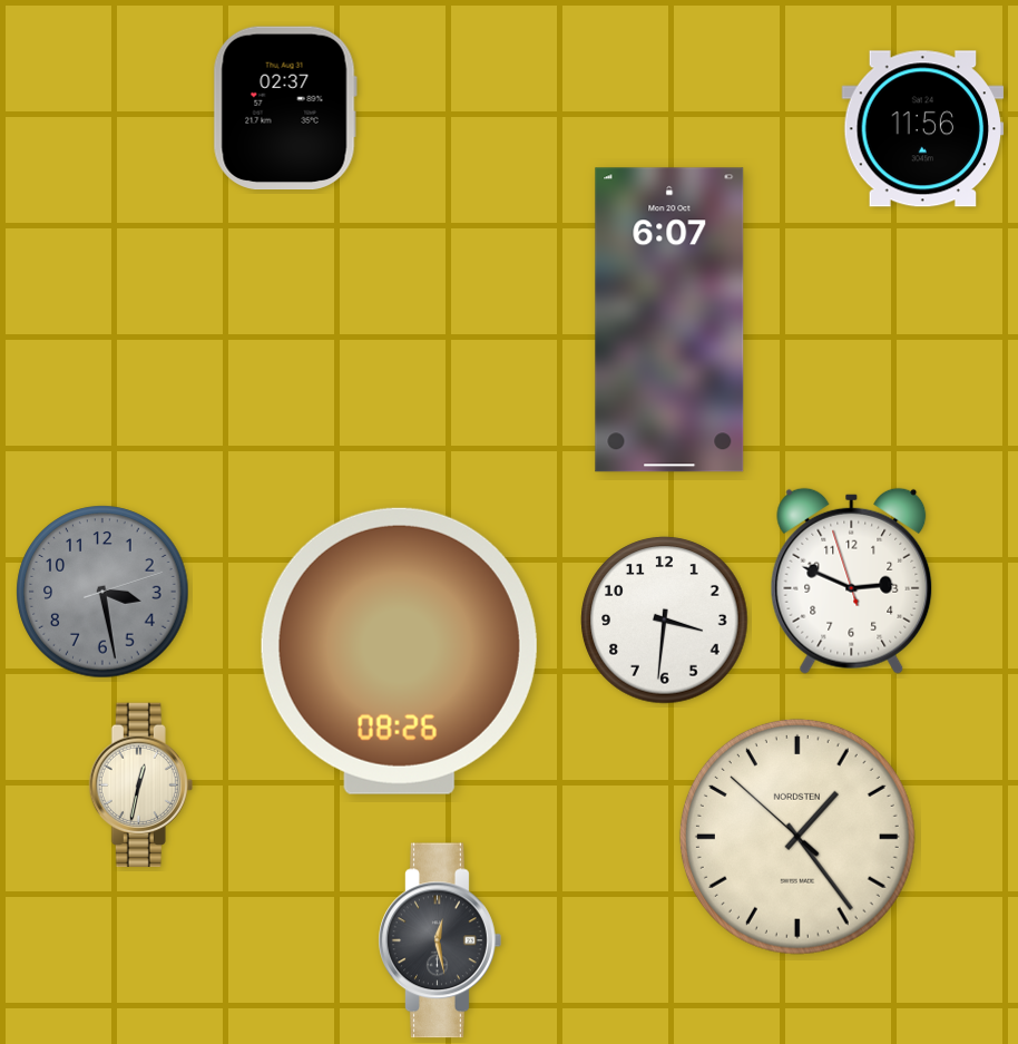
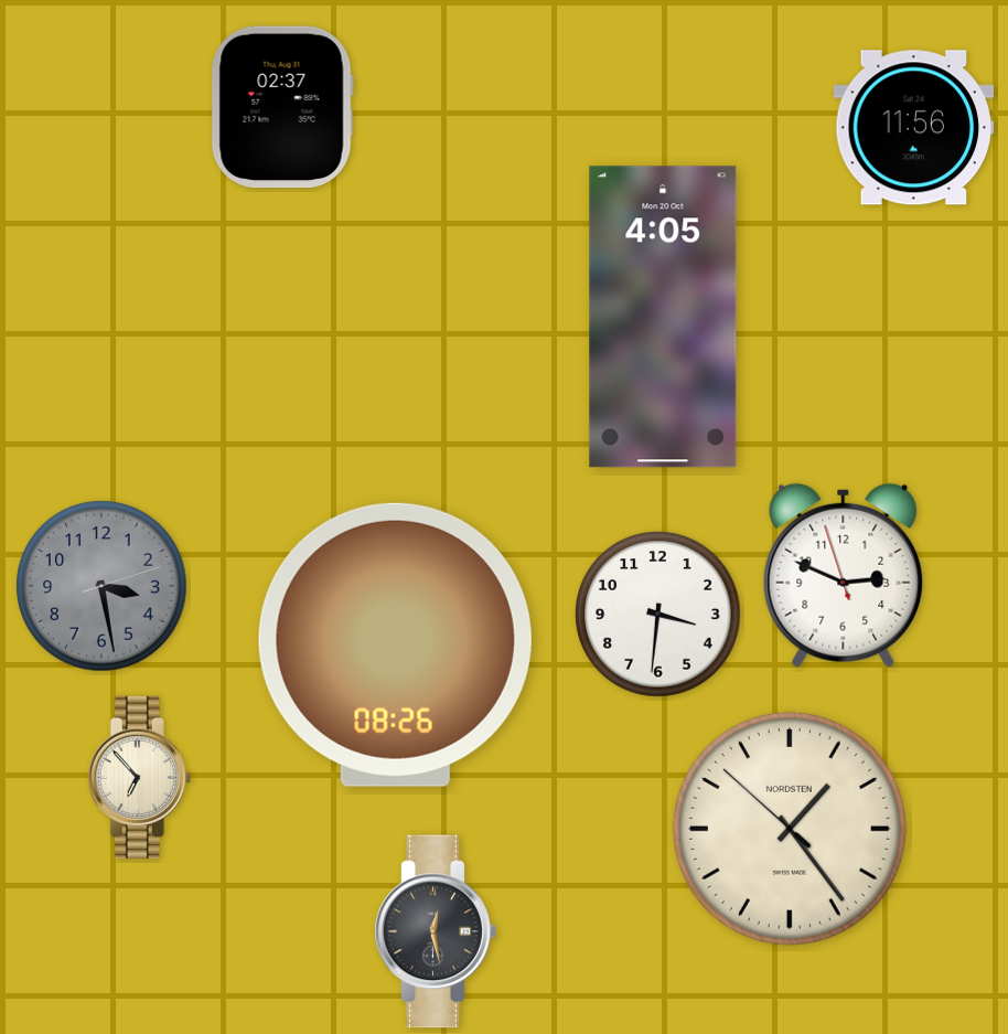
clock at (669, 320): 6:07 -> 4:05
clock at (140, 786): 12:32 -> 6:53
